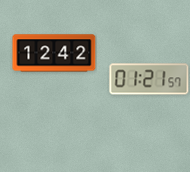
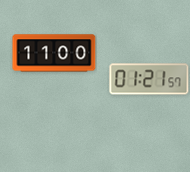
clock at (54, 53): 12:42 -> 11:00
